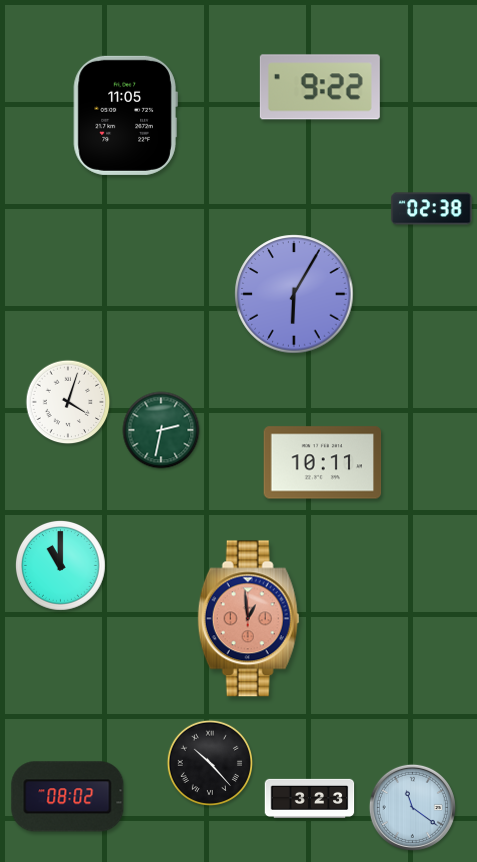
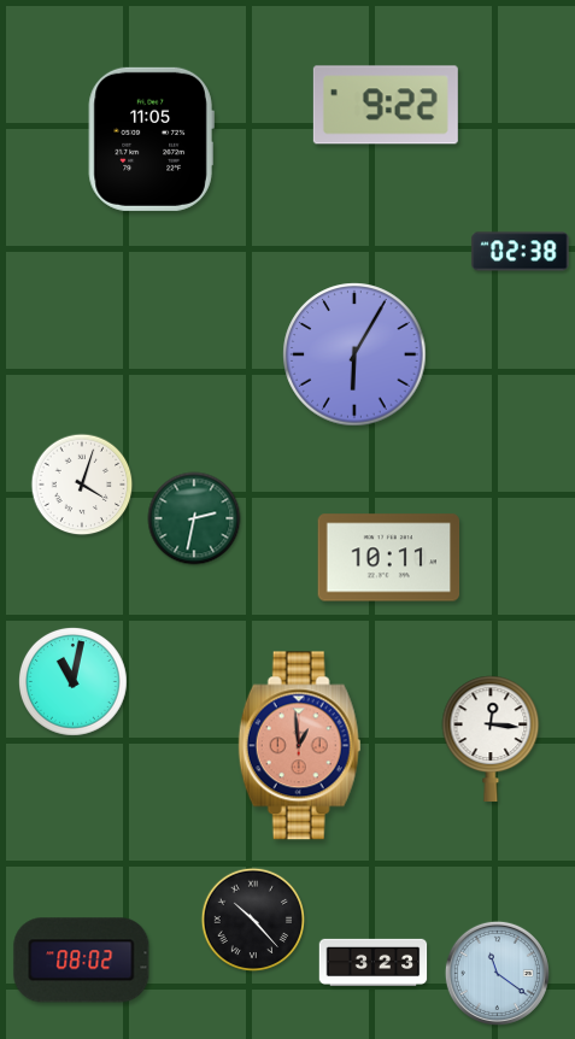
clock at (60, 565): 11:00 -> 11:02
clock at (491, 738): none -> 12:16
